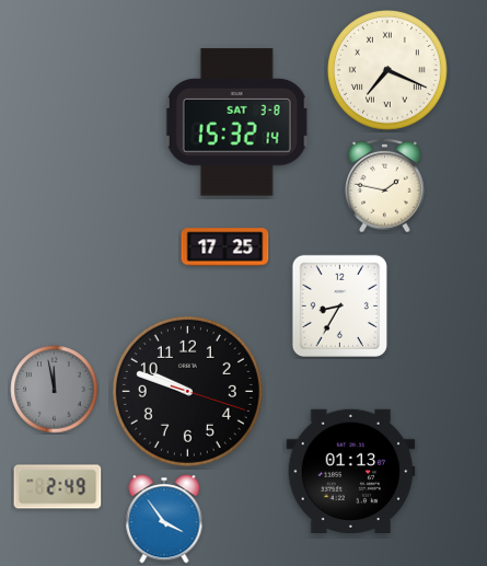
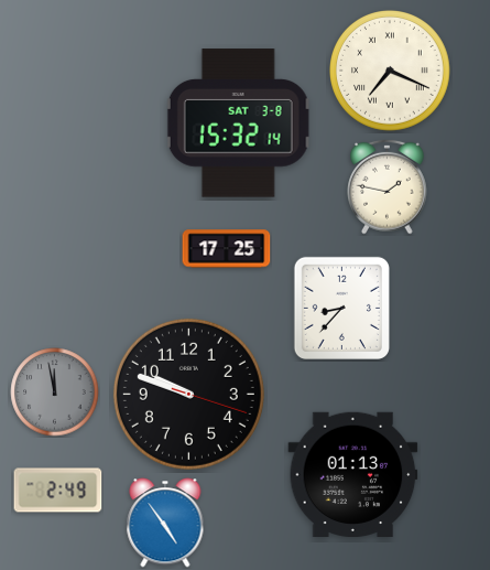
clock at (339, 305): 8:35 -> 8:37
clock at (164, 519): 3:54 -> 4:54
